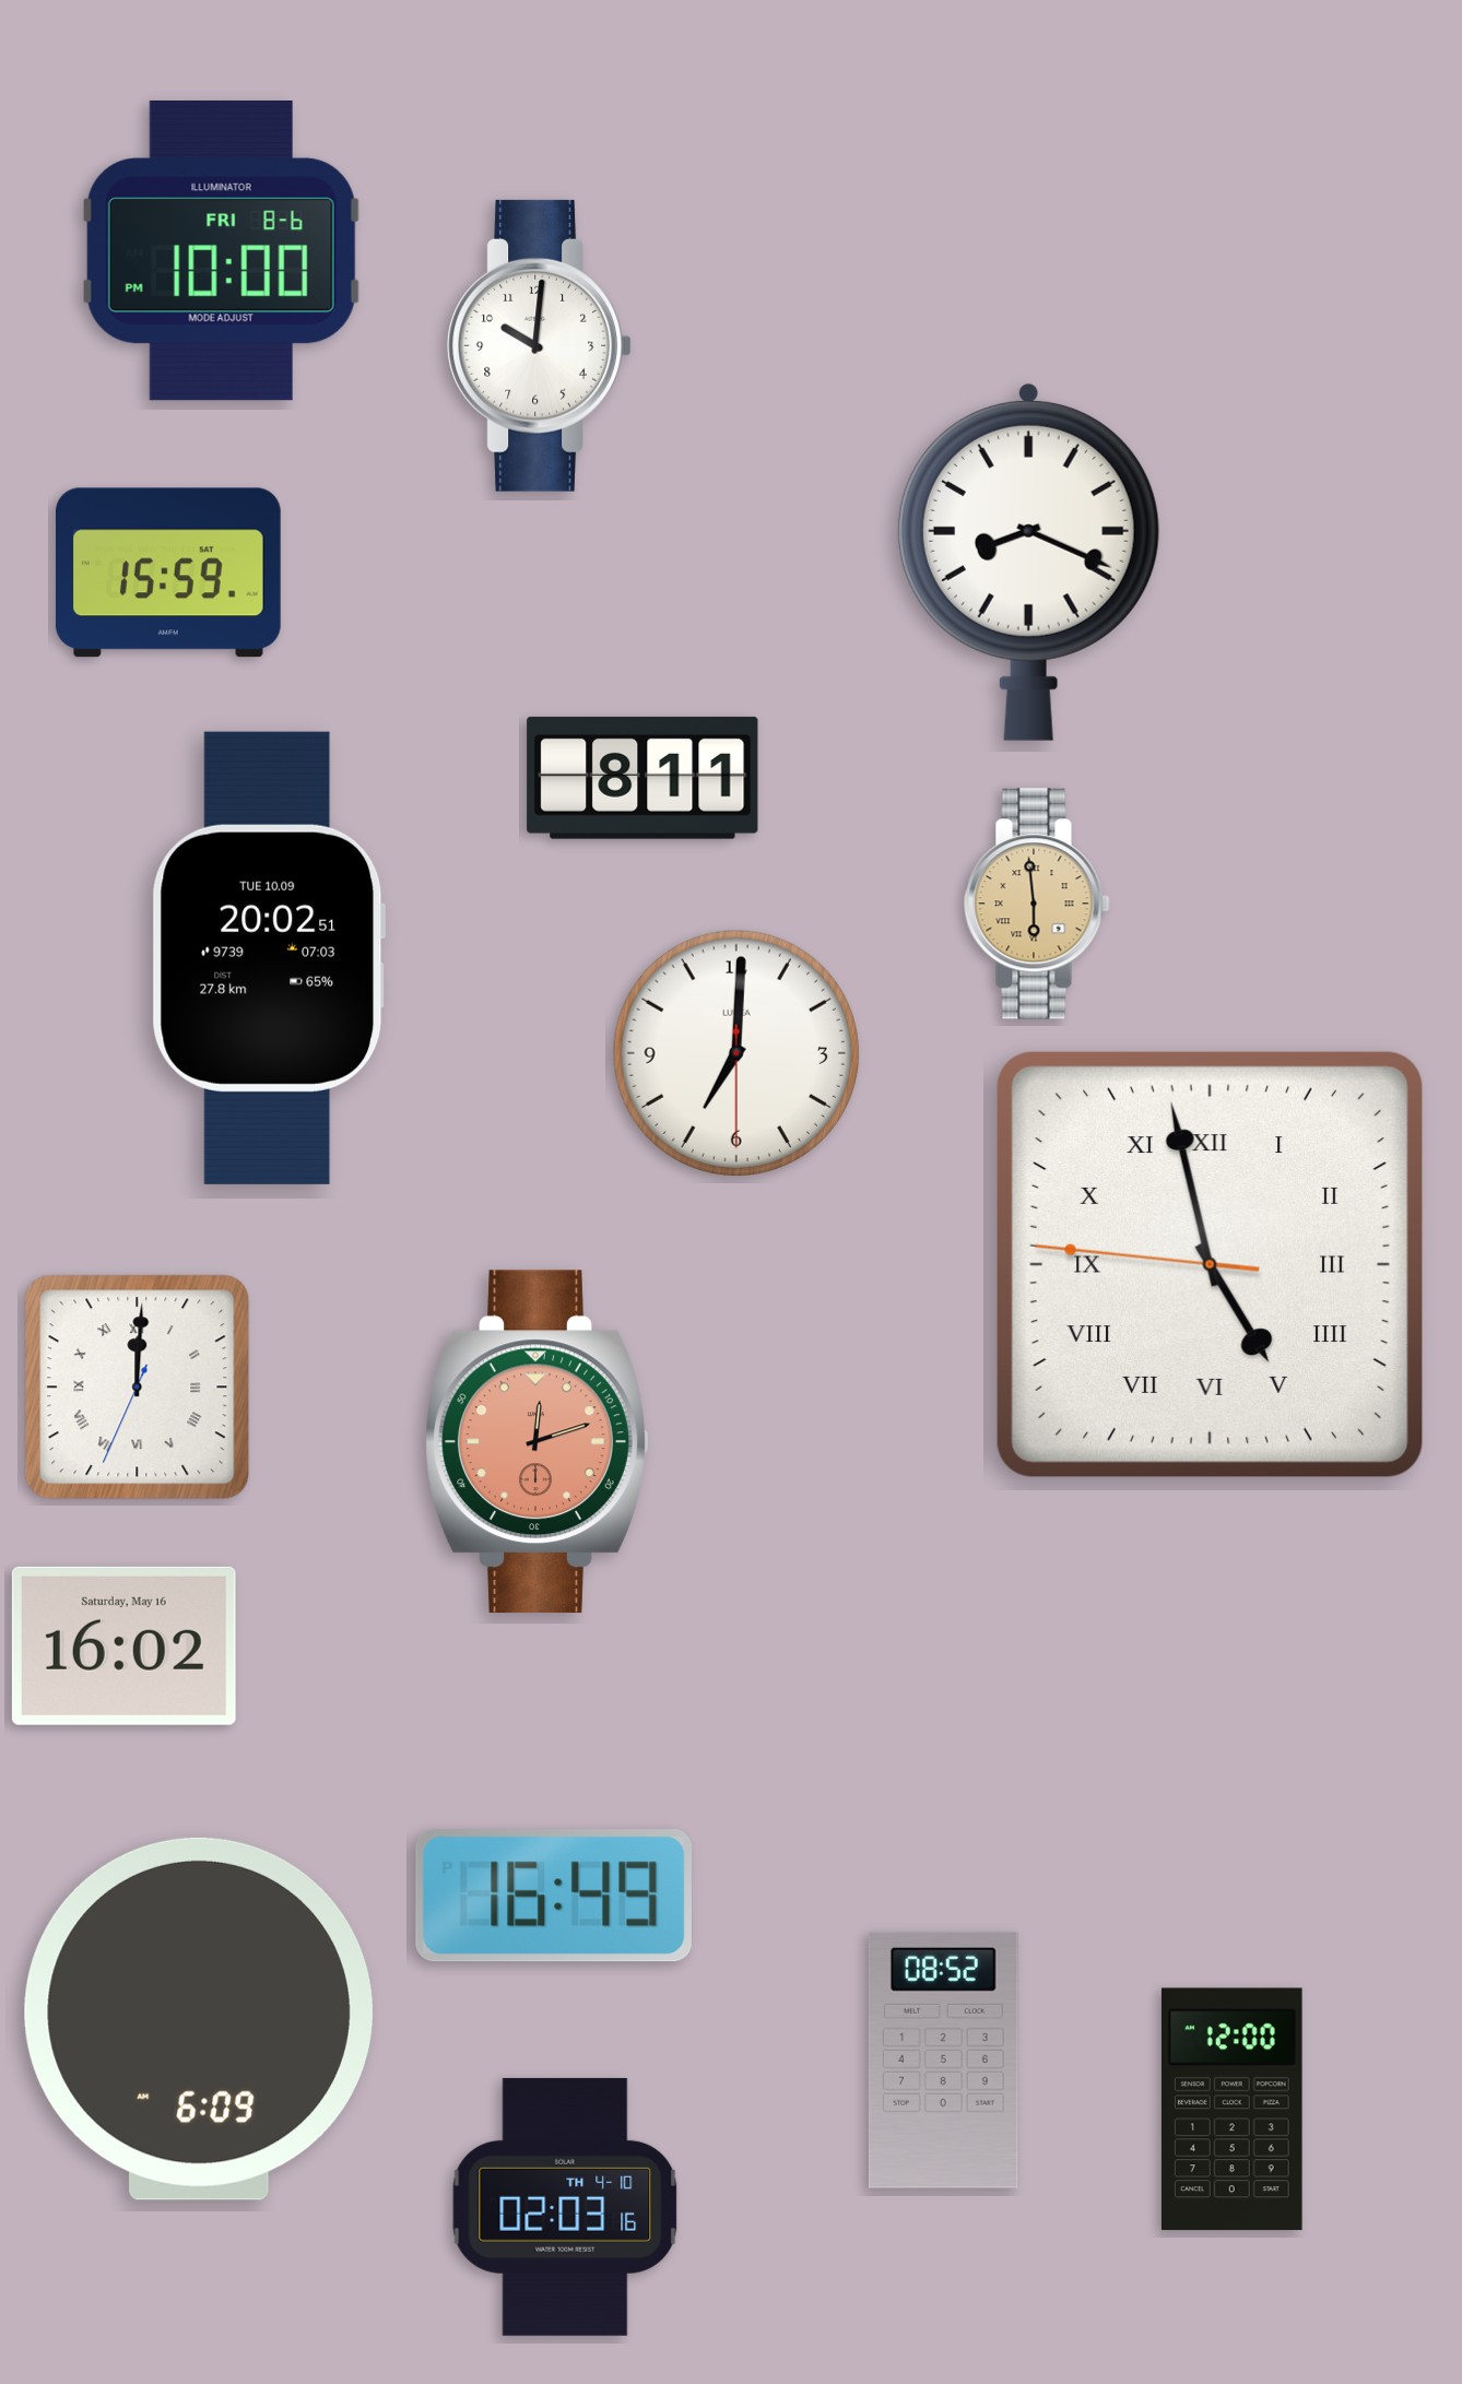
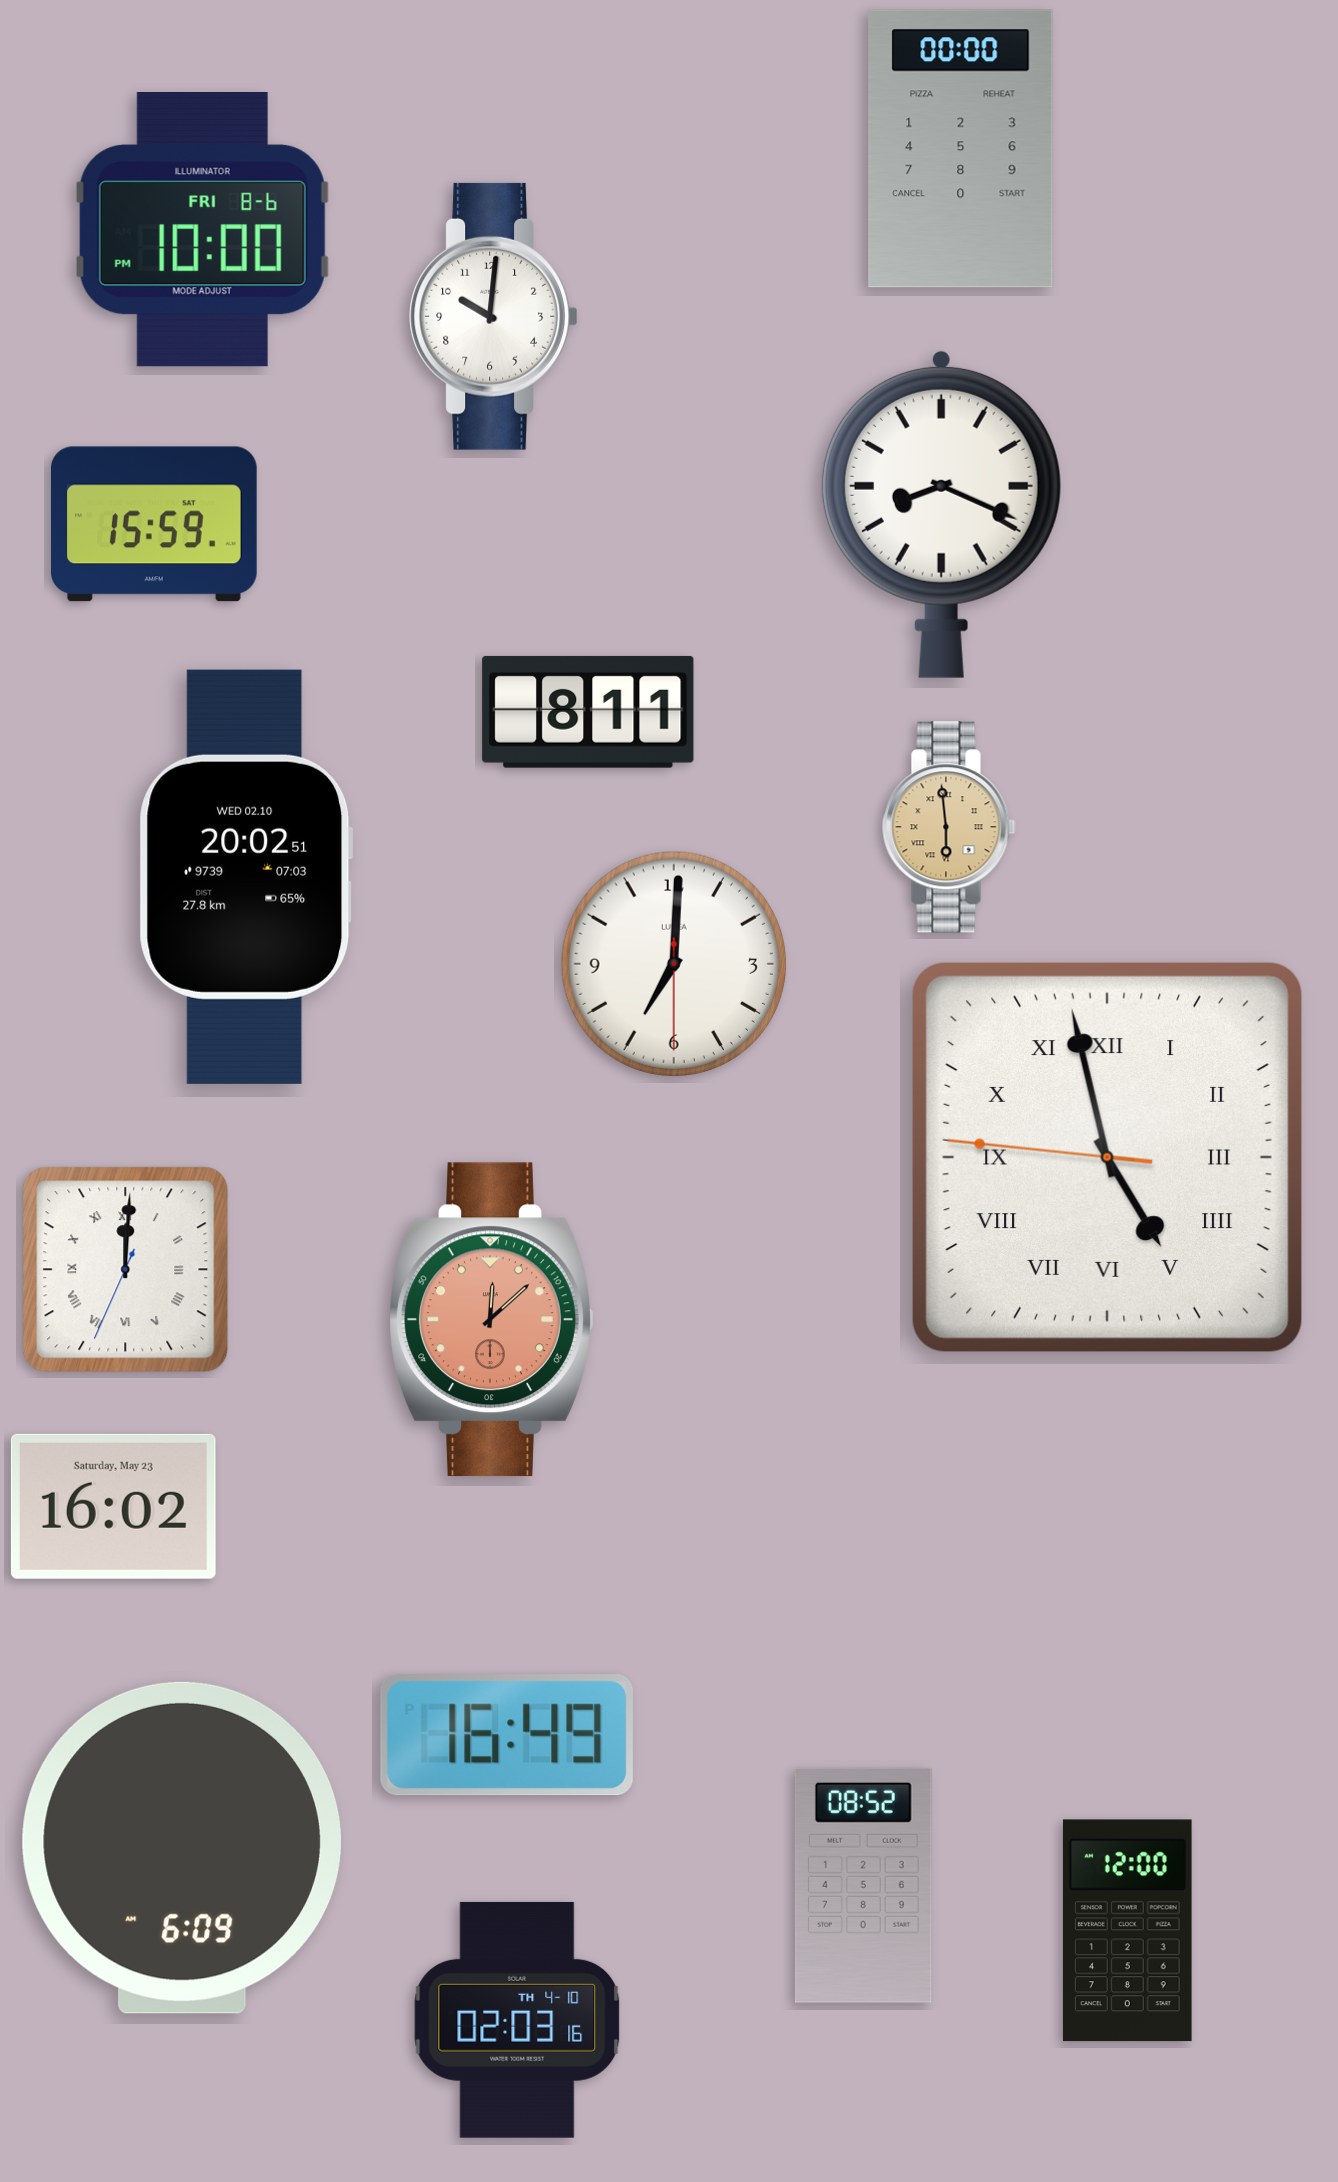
clock at (961, 149): none -> 00:00
clock at (269, 958) date: TUE 10.09 -> WED 02.10
clock at (538, 1442): 12:12 -> 12:08
clock at (123, 1645) date: Saturday, May 16 -> Saturday, May 23
